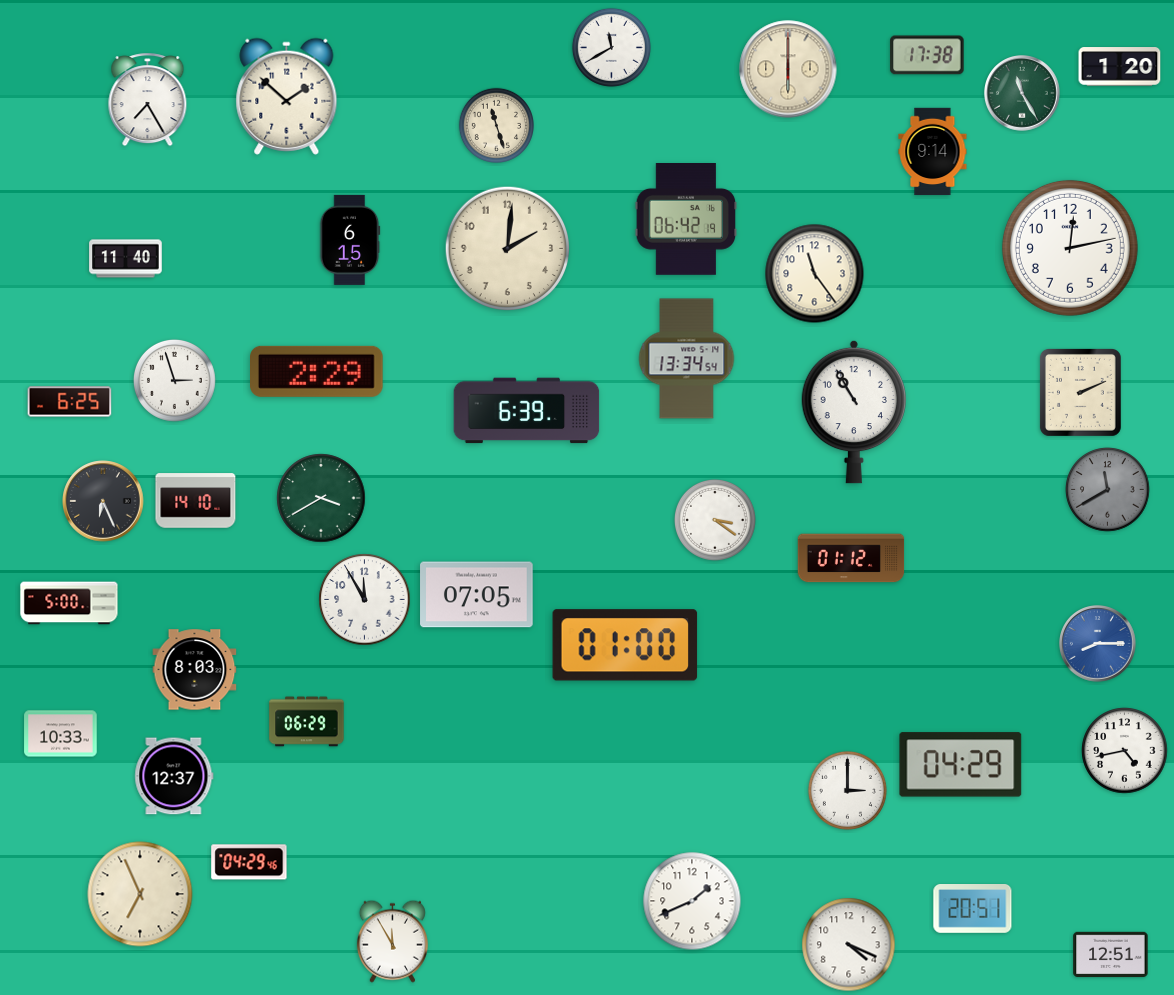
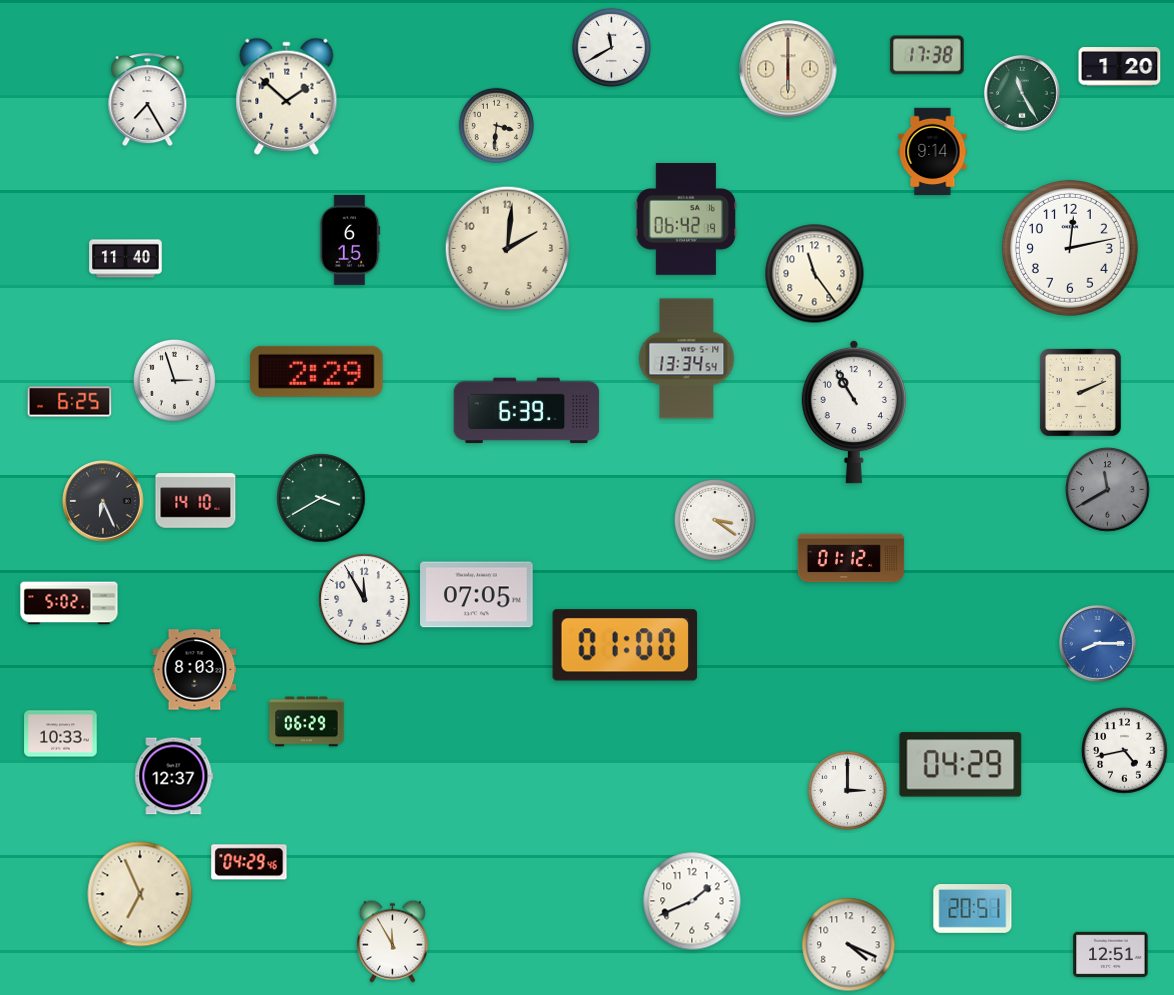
clock at (496, 125): 11:27 -> 3:31
clock at (69, 603): 5:00 -> 5:02
